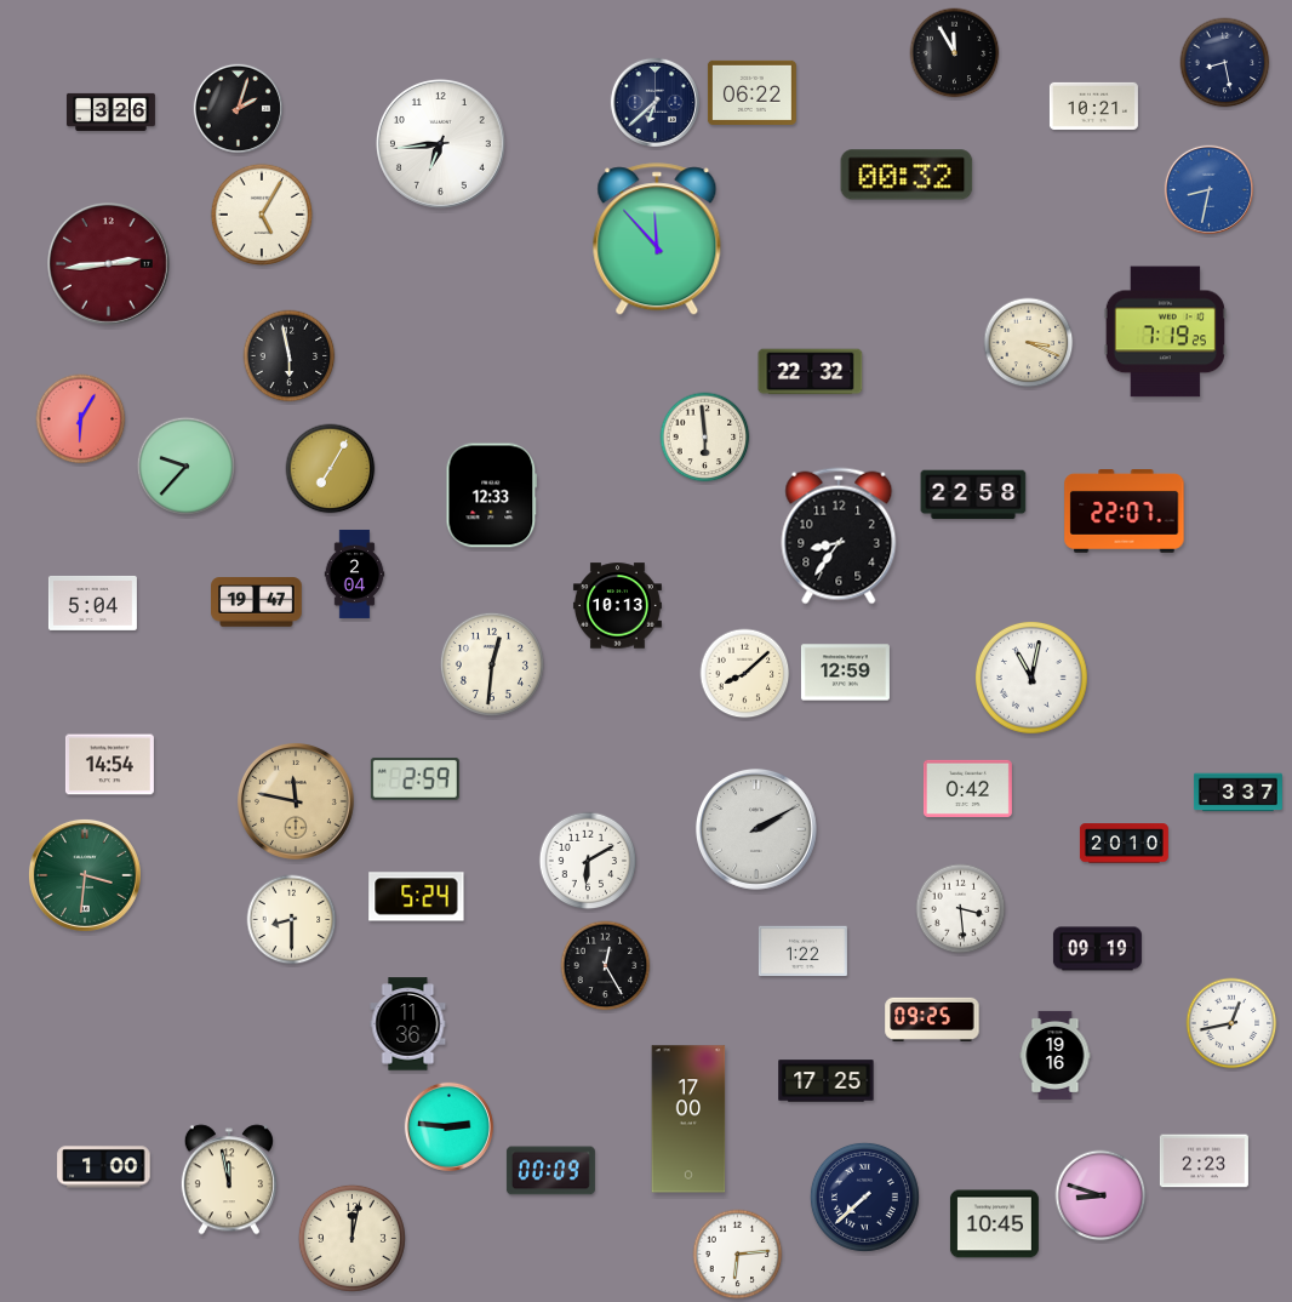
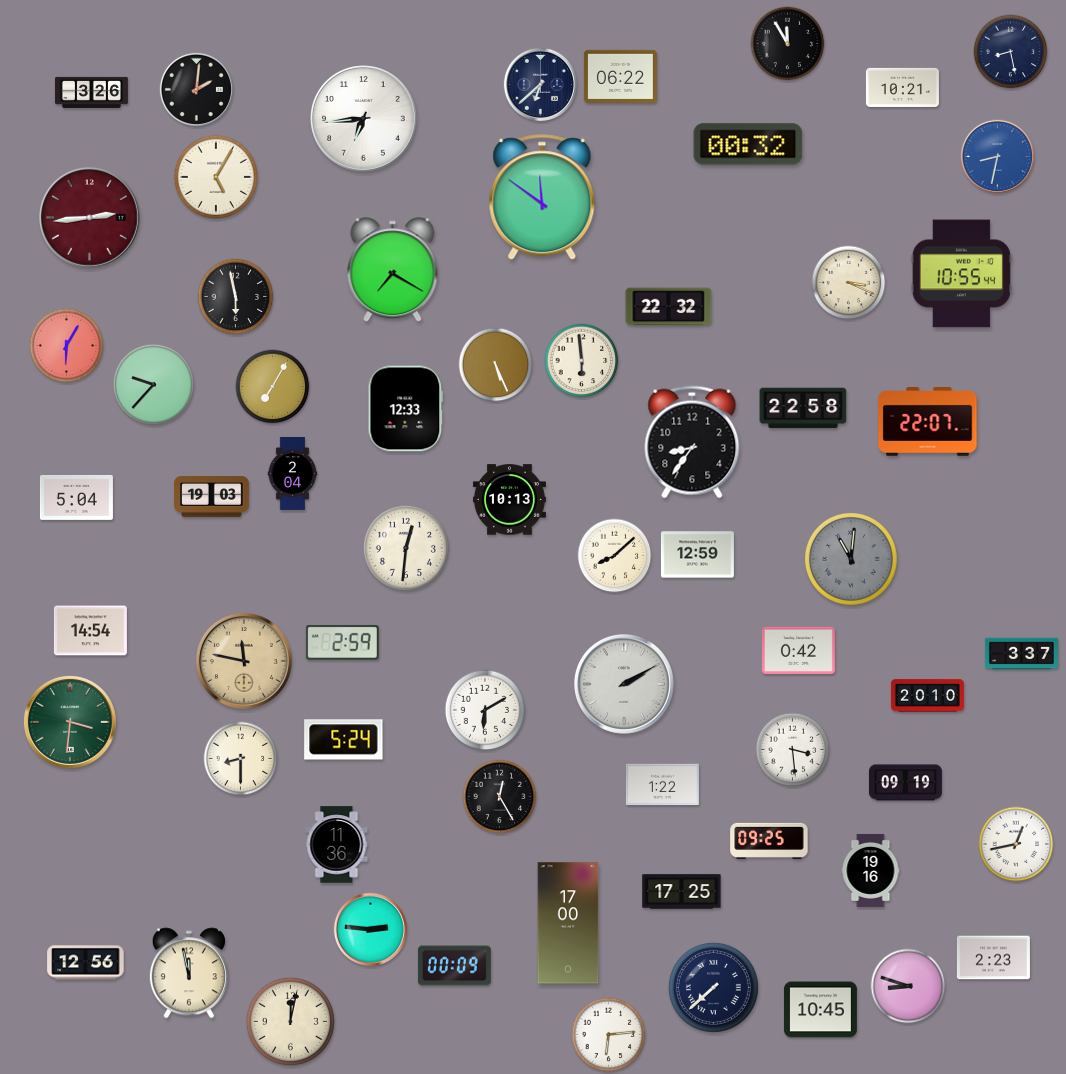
clock at (238, 108): 2:03 -> 2:01
clock at (657, 240): 11:53 -> 11:51
clock at (393, 270): none -> 7:20
clock at (1165, 332): 7:19 -> 10:55
clock at (290, 356) position: (290, 356) -> (236, 297)
clock at (496, 365): none -> 5:26
clock at (257, 603): 19:47 -> 19:03
clock at (1031, 678): 11:02 -> 11:01
clock at (1031, 678) dial: white -> grey
clock at (104, 1167): 1:00 -> 12:56
